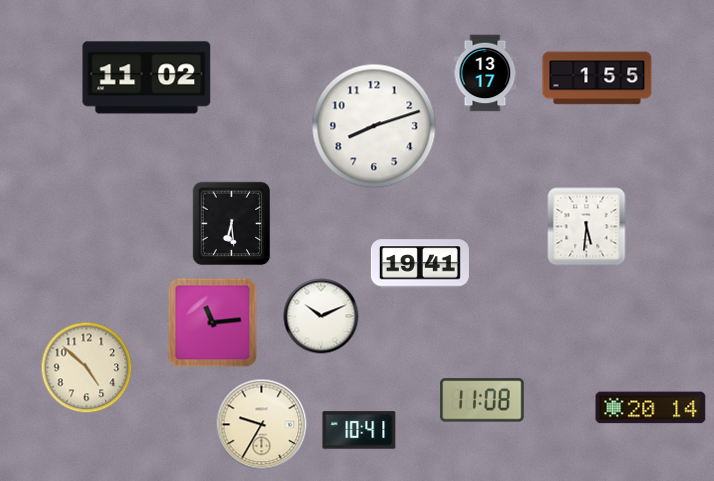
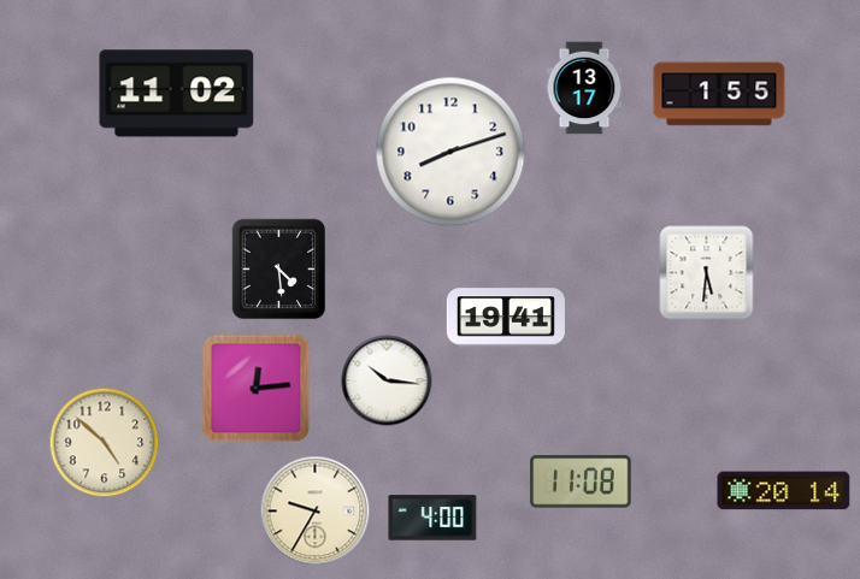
clock at (232, 224): 6:29 -> 4:29
clock at (321, 316): 10:11 -> 10:16
clock at (213, 323): 11:14 -> 12:14
clock at (359, 430): 10:41 -> 4:00
